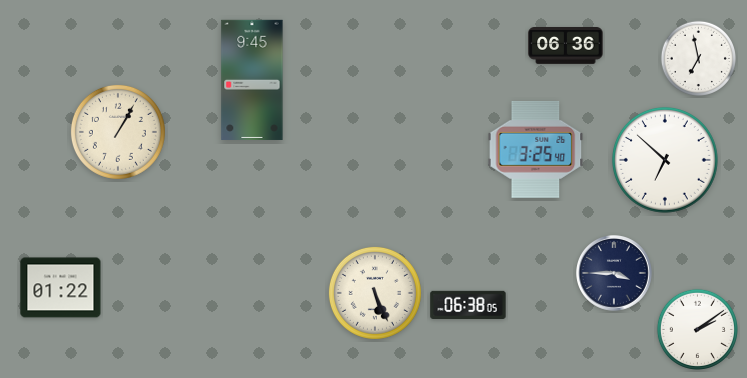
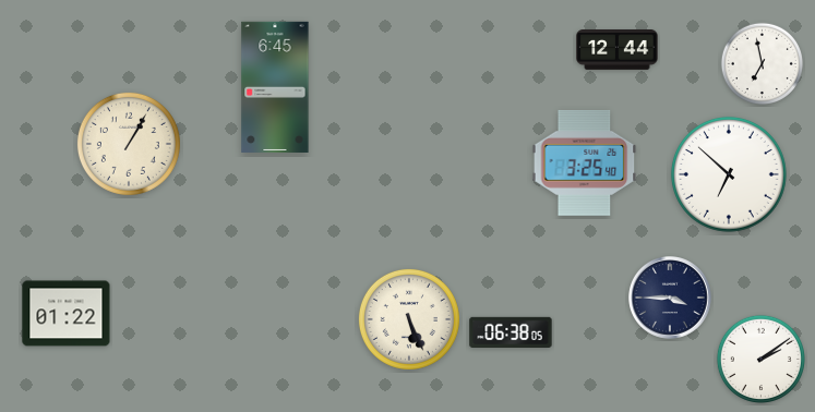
clock at (566, 46): 06:36 -> 12:44
clock at (252, 80): 9:45 -> 6:45
clock at (665, 160) position: (665, 160) -> (729, 174)
